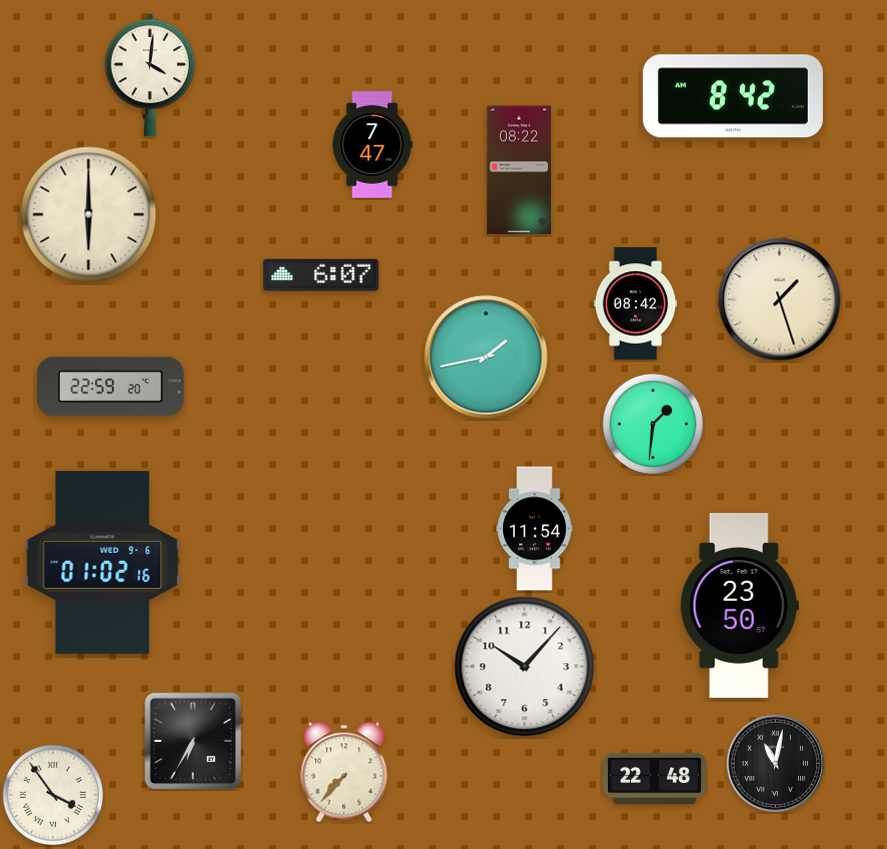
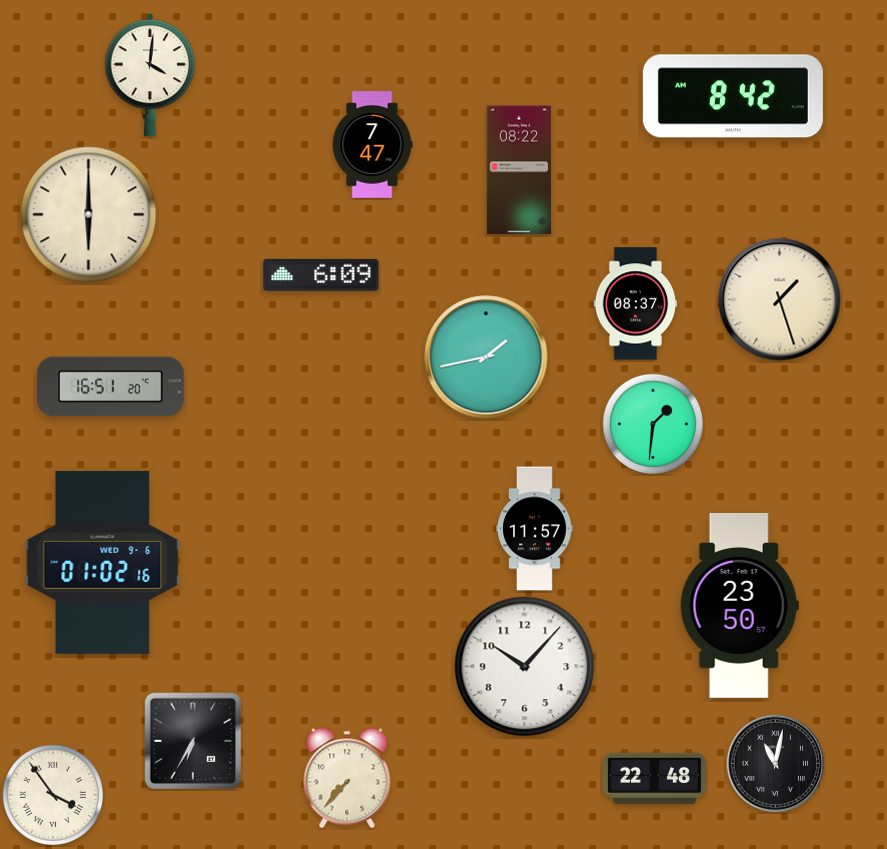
clock at (321, 275): 6:07 -> 6:09
clock at (636, 304): 08:42 -> 08:37
clock at (111, 387): 22:59 -> 16:51
clock at (535, 529): 11:54 -> 11:57
clock at (344, 772) position: (344, 772) -> (347, 778)
